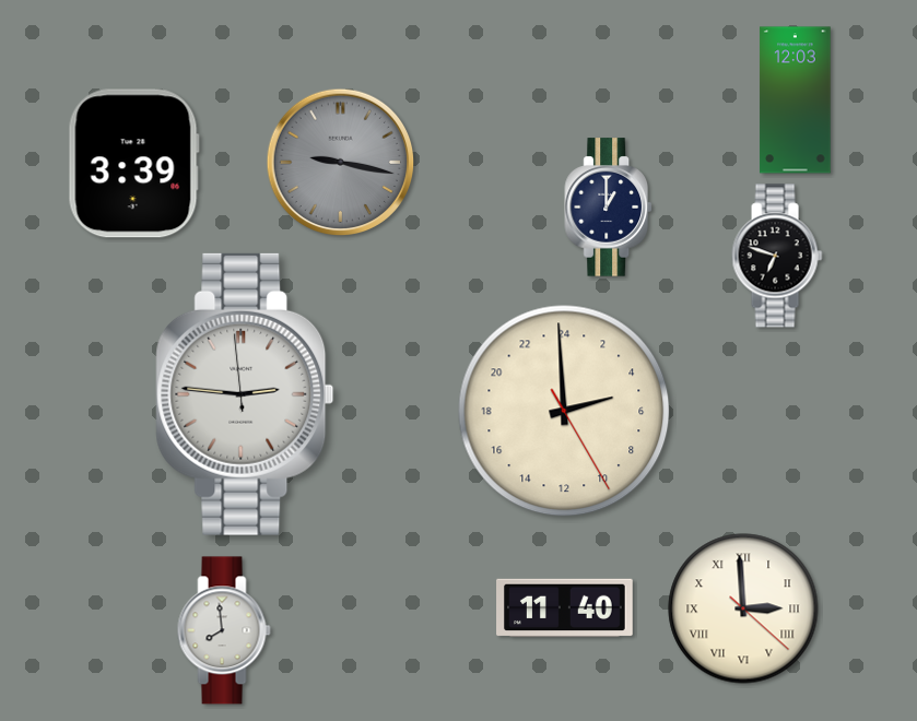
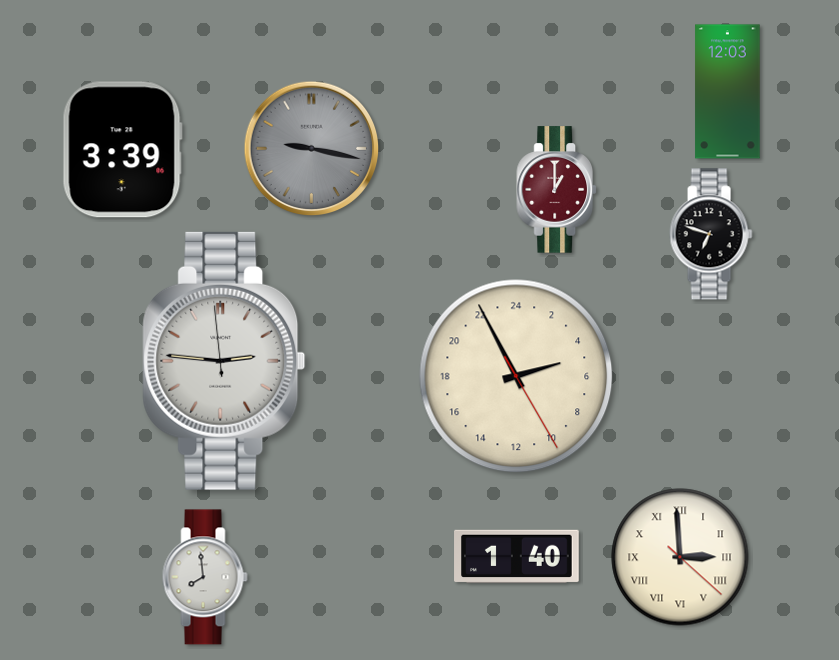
clock at (608, 208) dial: navy -> burgundy
clock at (564, 411): 4:59 -> 4:55
clock at (565, 608): 11:40 -> 1:40
